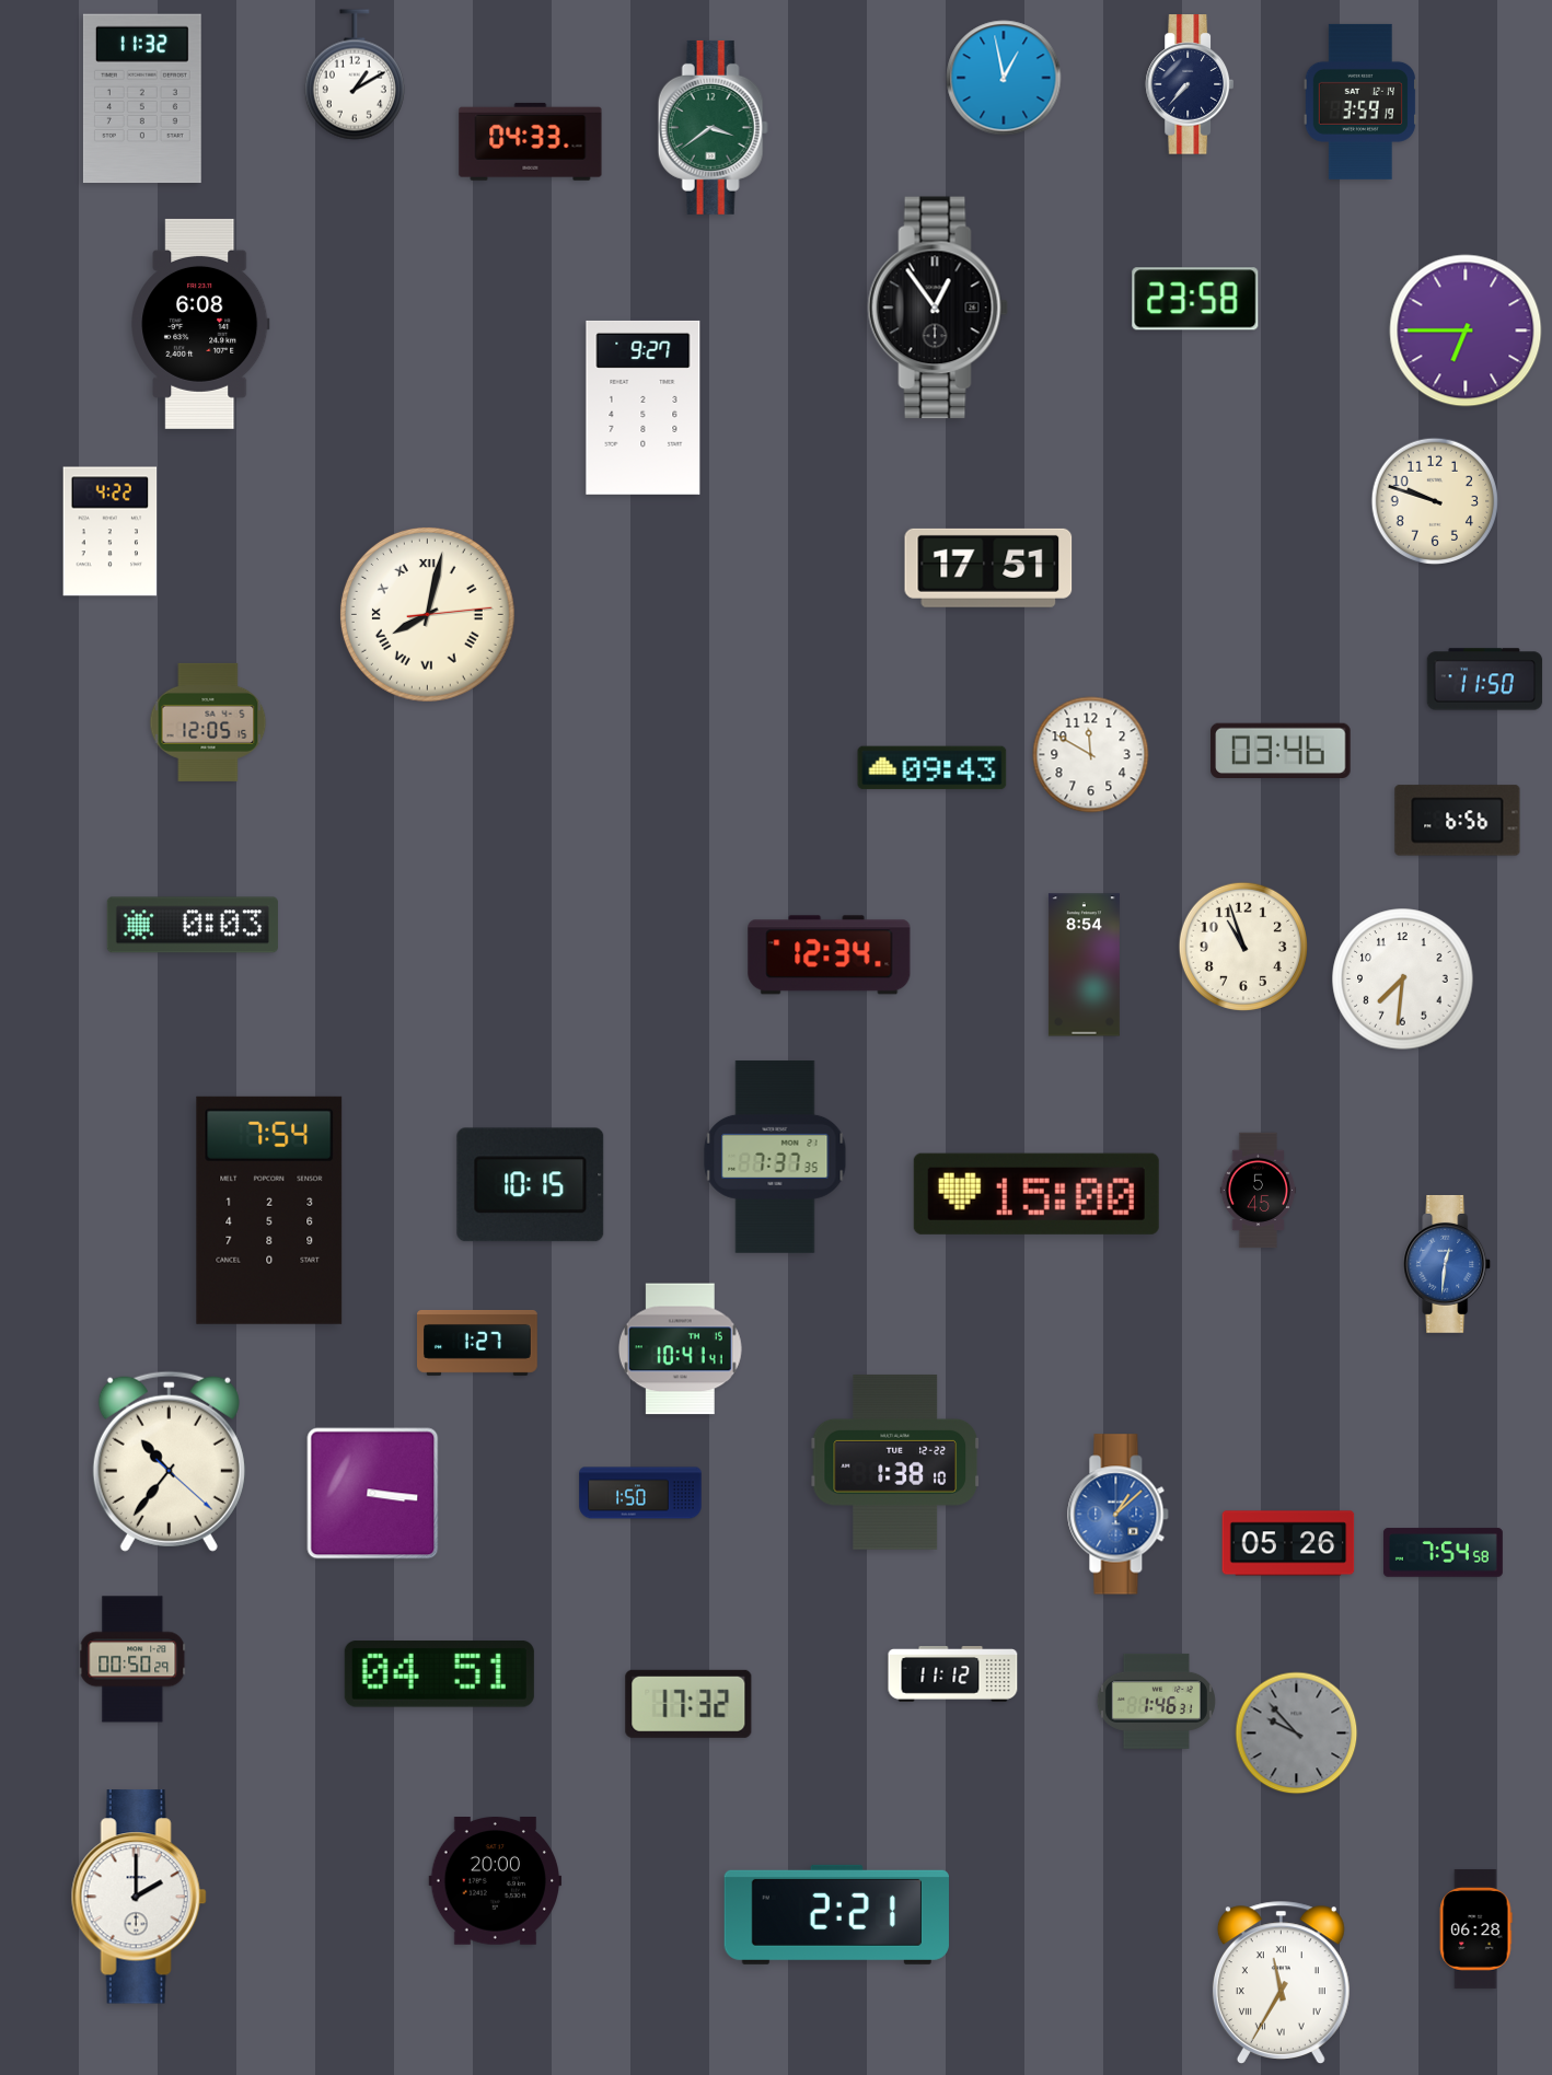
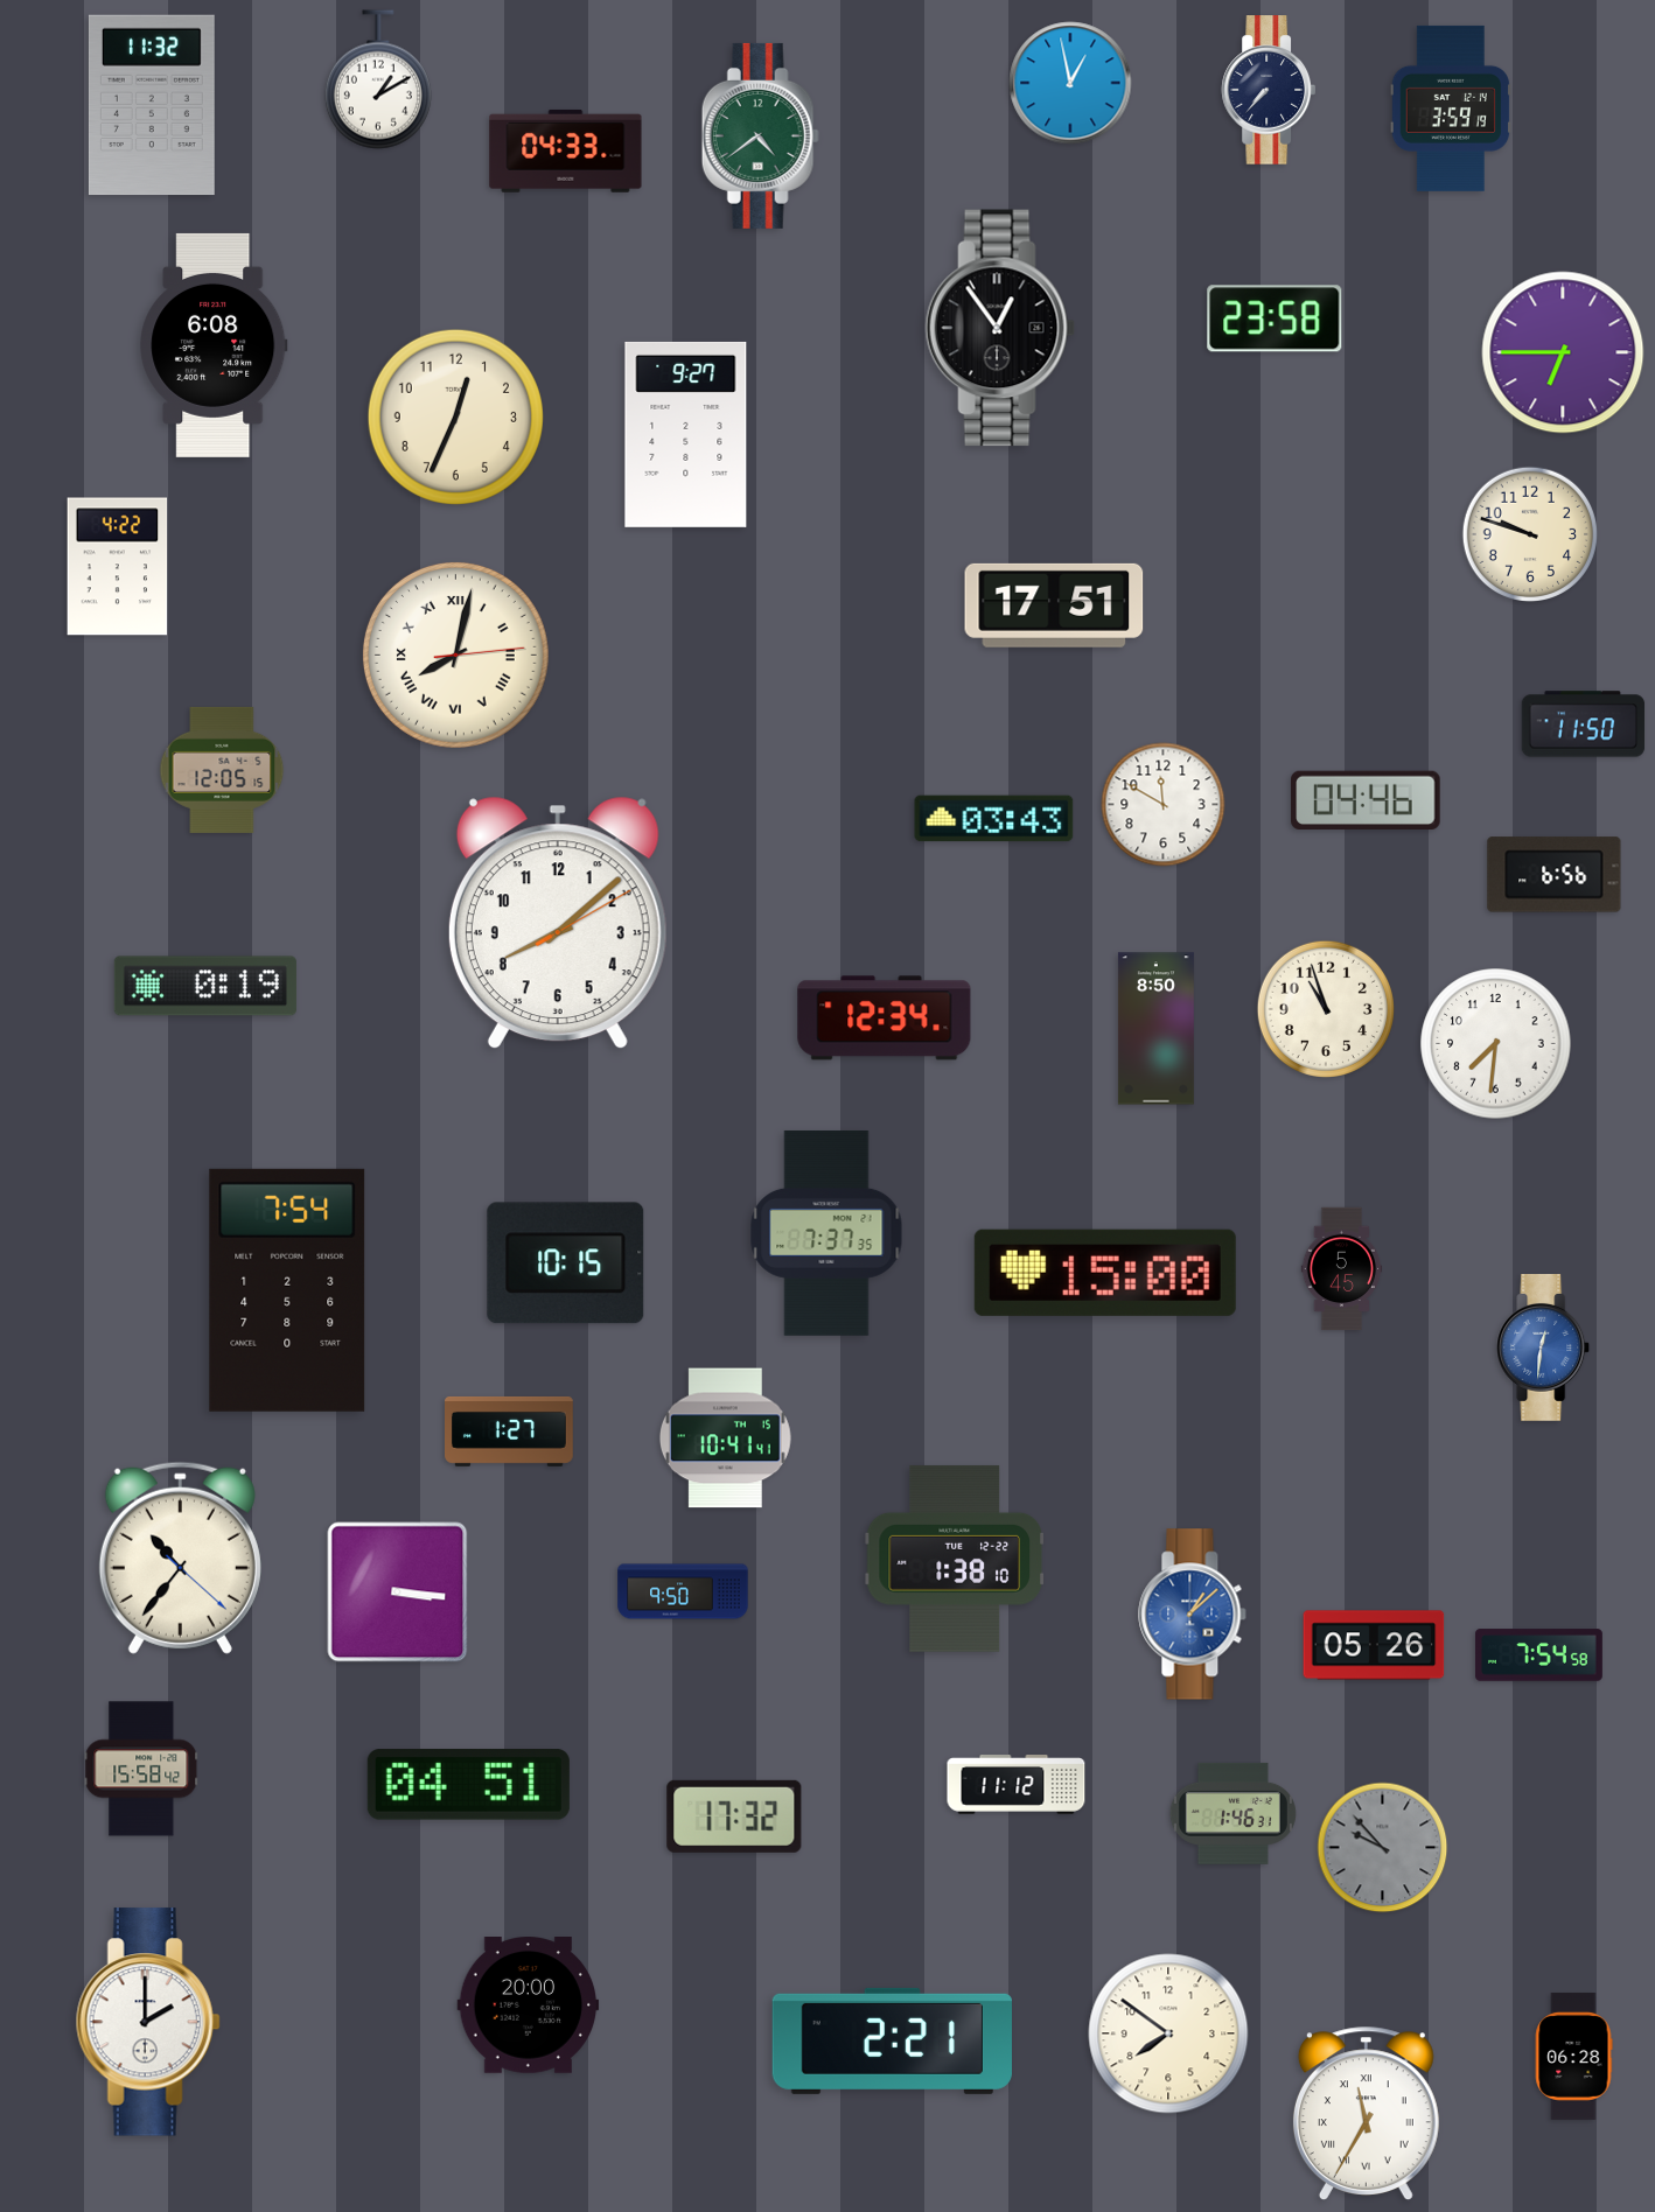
clock at (713, 127): 3:39 -> 4:39
clock at (455, 416): none -> 12:34
clock at (1281, 750): 03:46 -> 04:46
clock at (933, 768): 09:43 -> 03:43
clock at (558, 923): none -> 8:08
clock at (193, 925): 0:03 -> 0:19
clock at (1084, 965): 8:54 -> 8:50
clock at (640, 1493): 1:50 -> 9:50
clock at (132, 1659): 00:50 -> 15:58
clock at (1168, 2034): none -> 7:51
